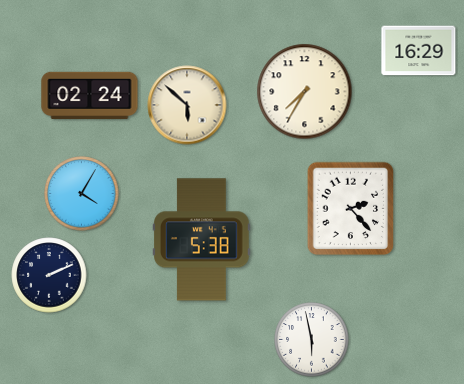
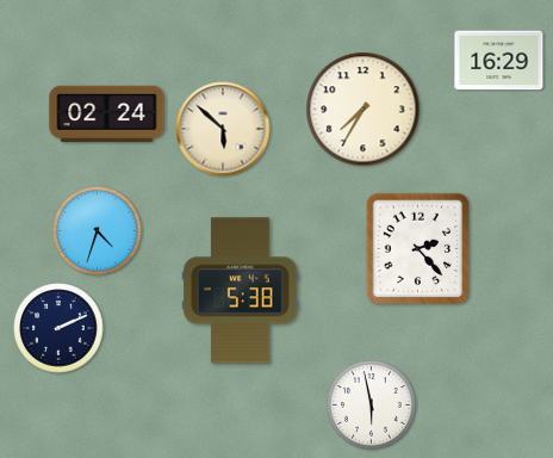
clock at (187, 105) position: (187, 105) -> (223, 129)
clock at (82, 194): 4:05 -> 4:33
clock at (202, 240) position: (202, 240) -> (241, 291)
